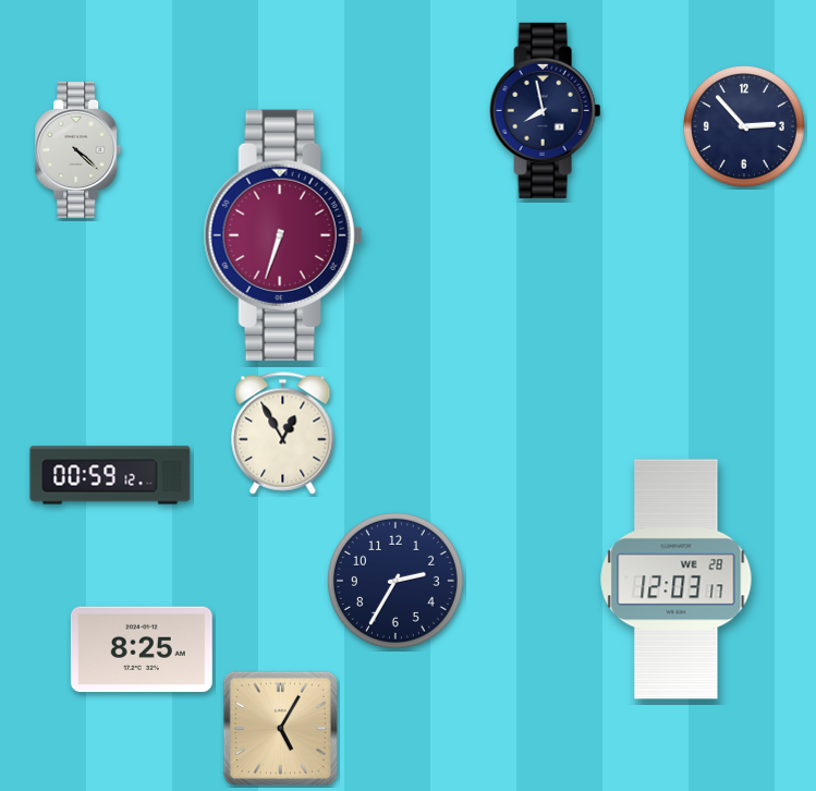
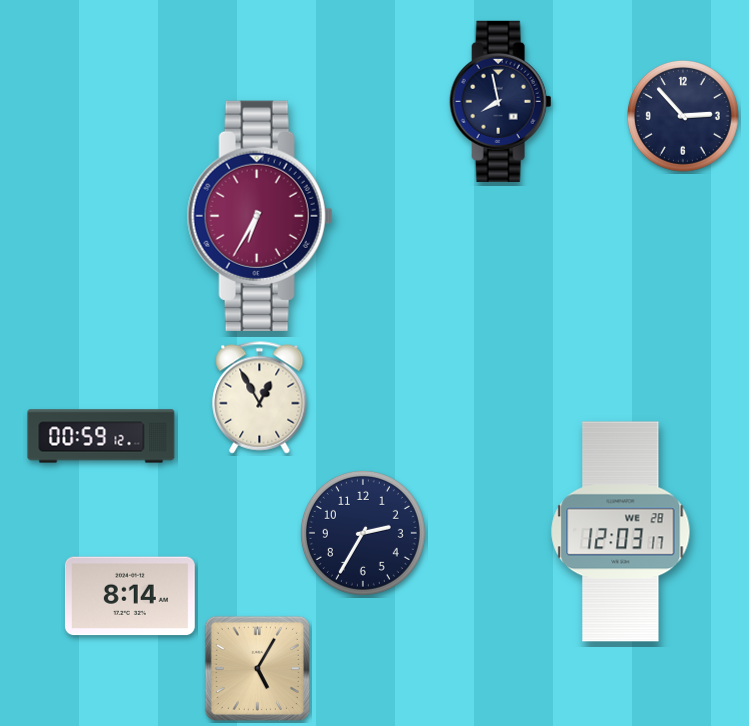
clock at (78, 149): 4:22 -> none
clock at (283, 235): 6:33 -> 6:35
clock at (142, 649): 8:25 -> 8:14
